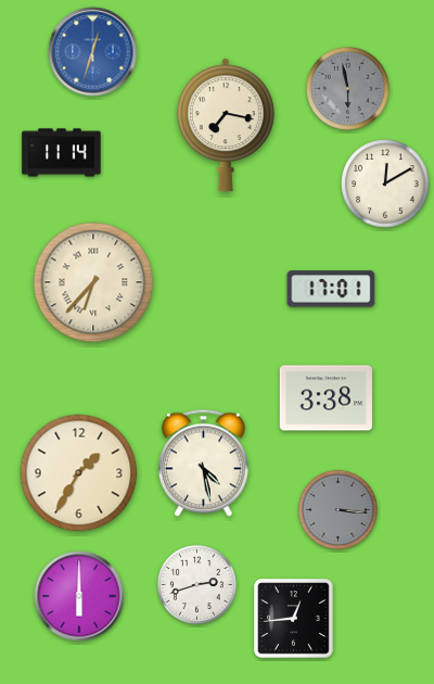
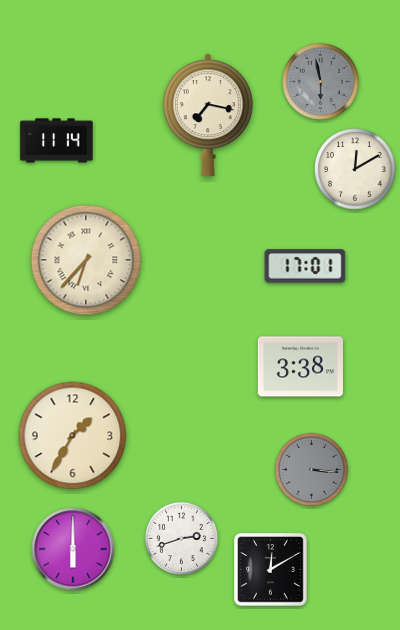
clock at (93, 52): 12:33 -> none
clock at (203, 464): 4:28 -> none
clock at (294, 619): 12:44 -> 12:10
